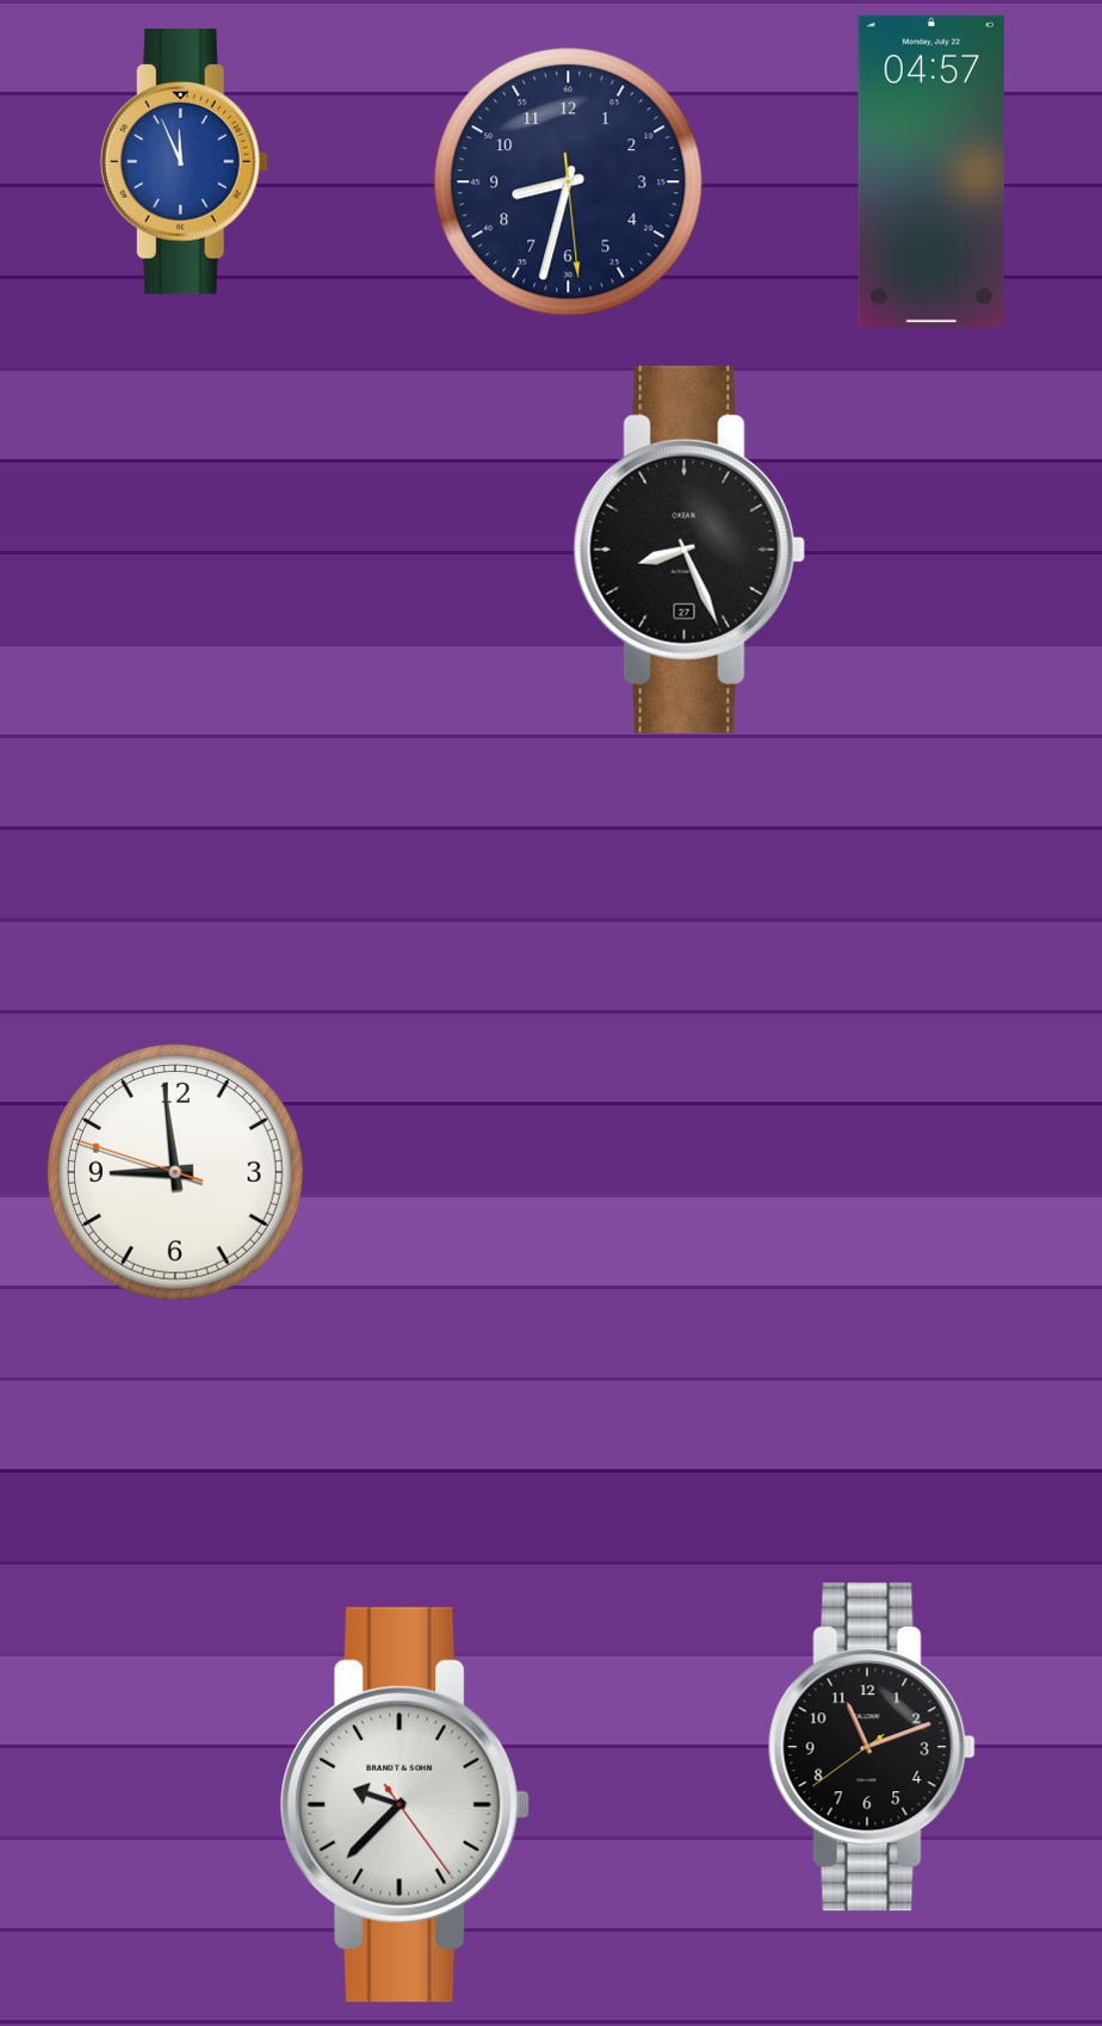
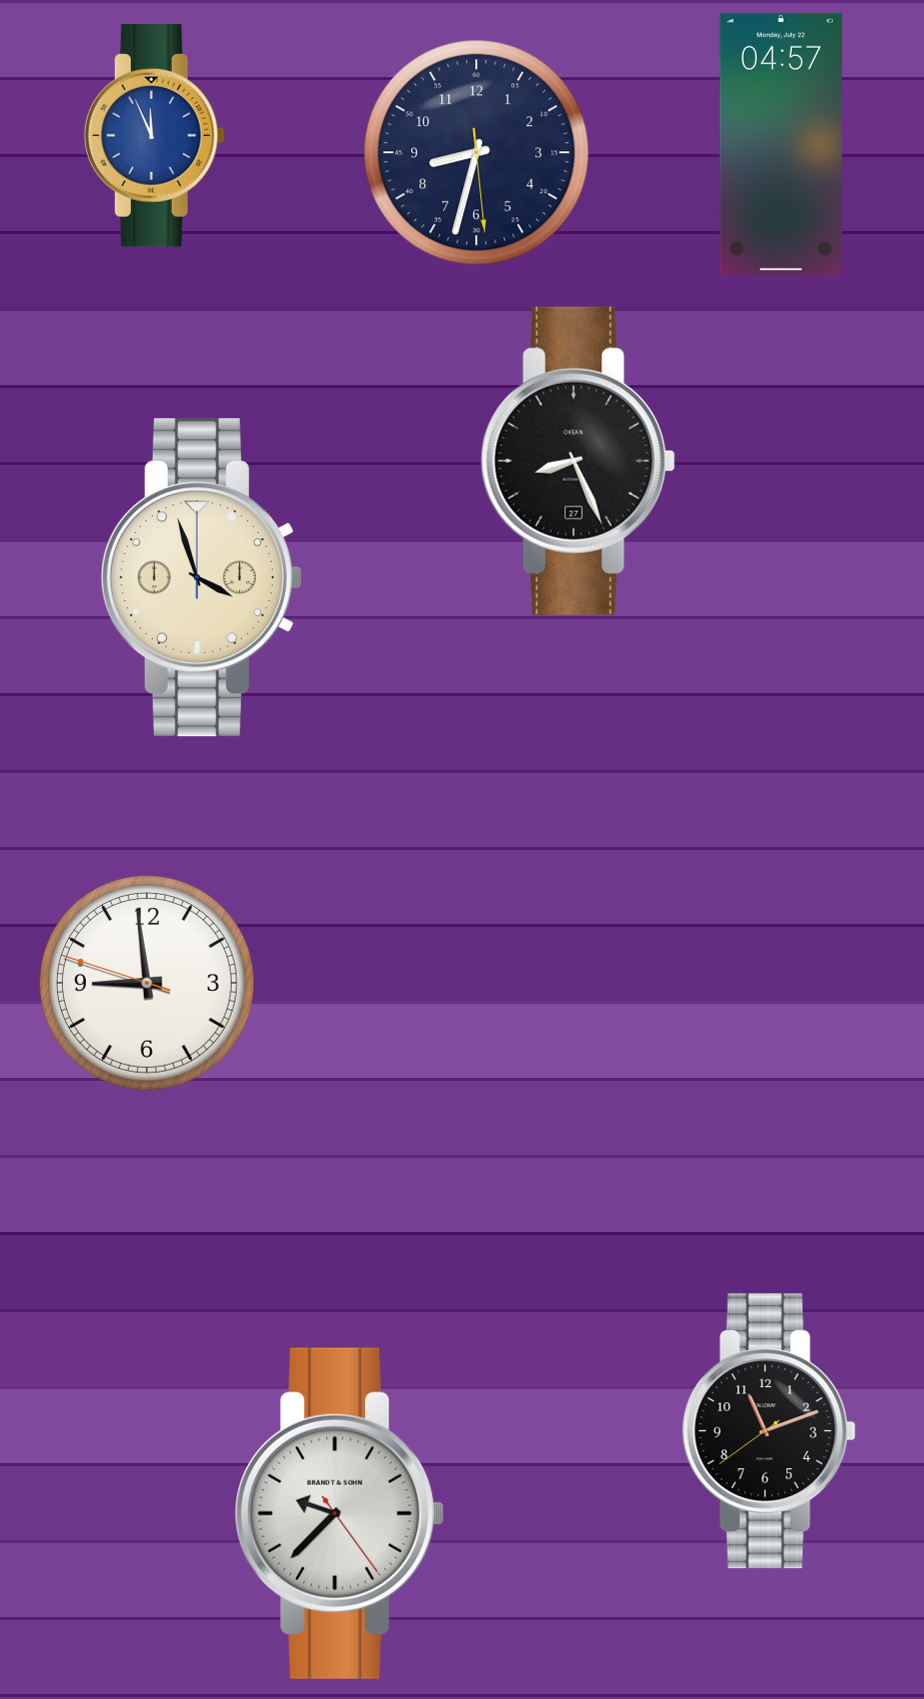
clock at (201, 578): none -> 3:57
clock at (872, 1747) position: (872, 1747) -> (769, 1431)
